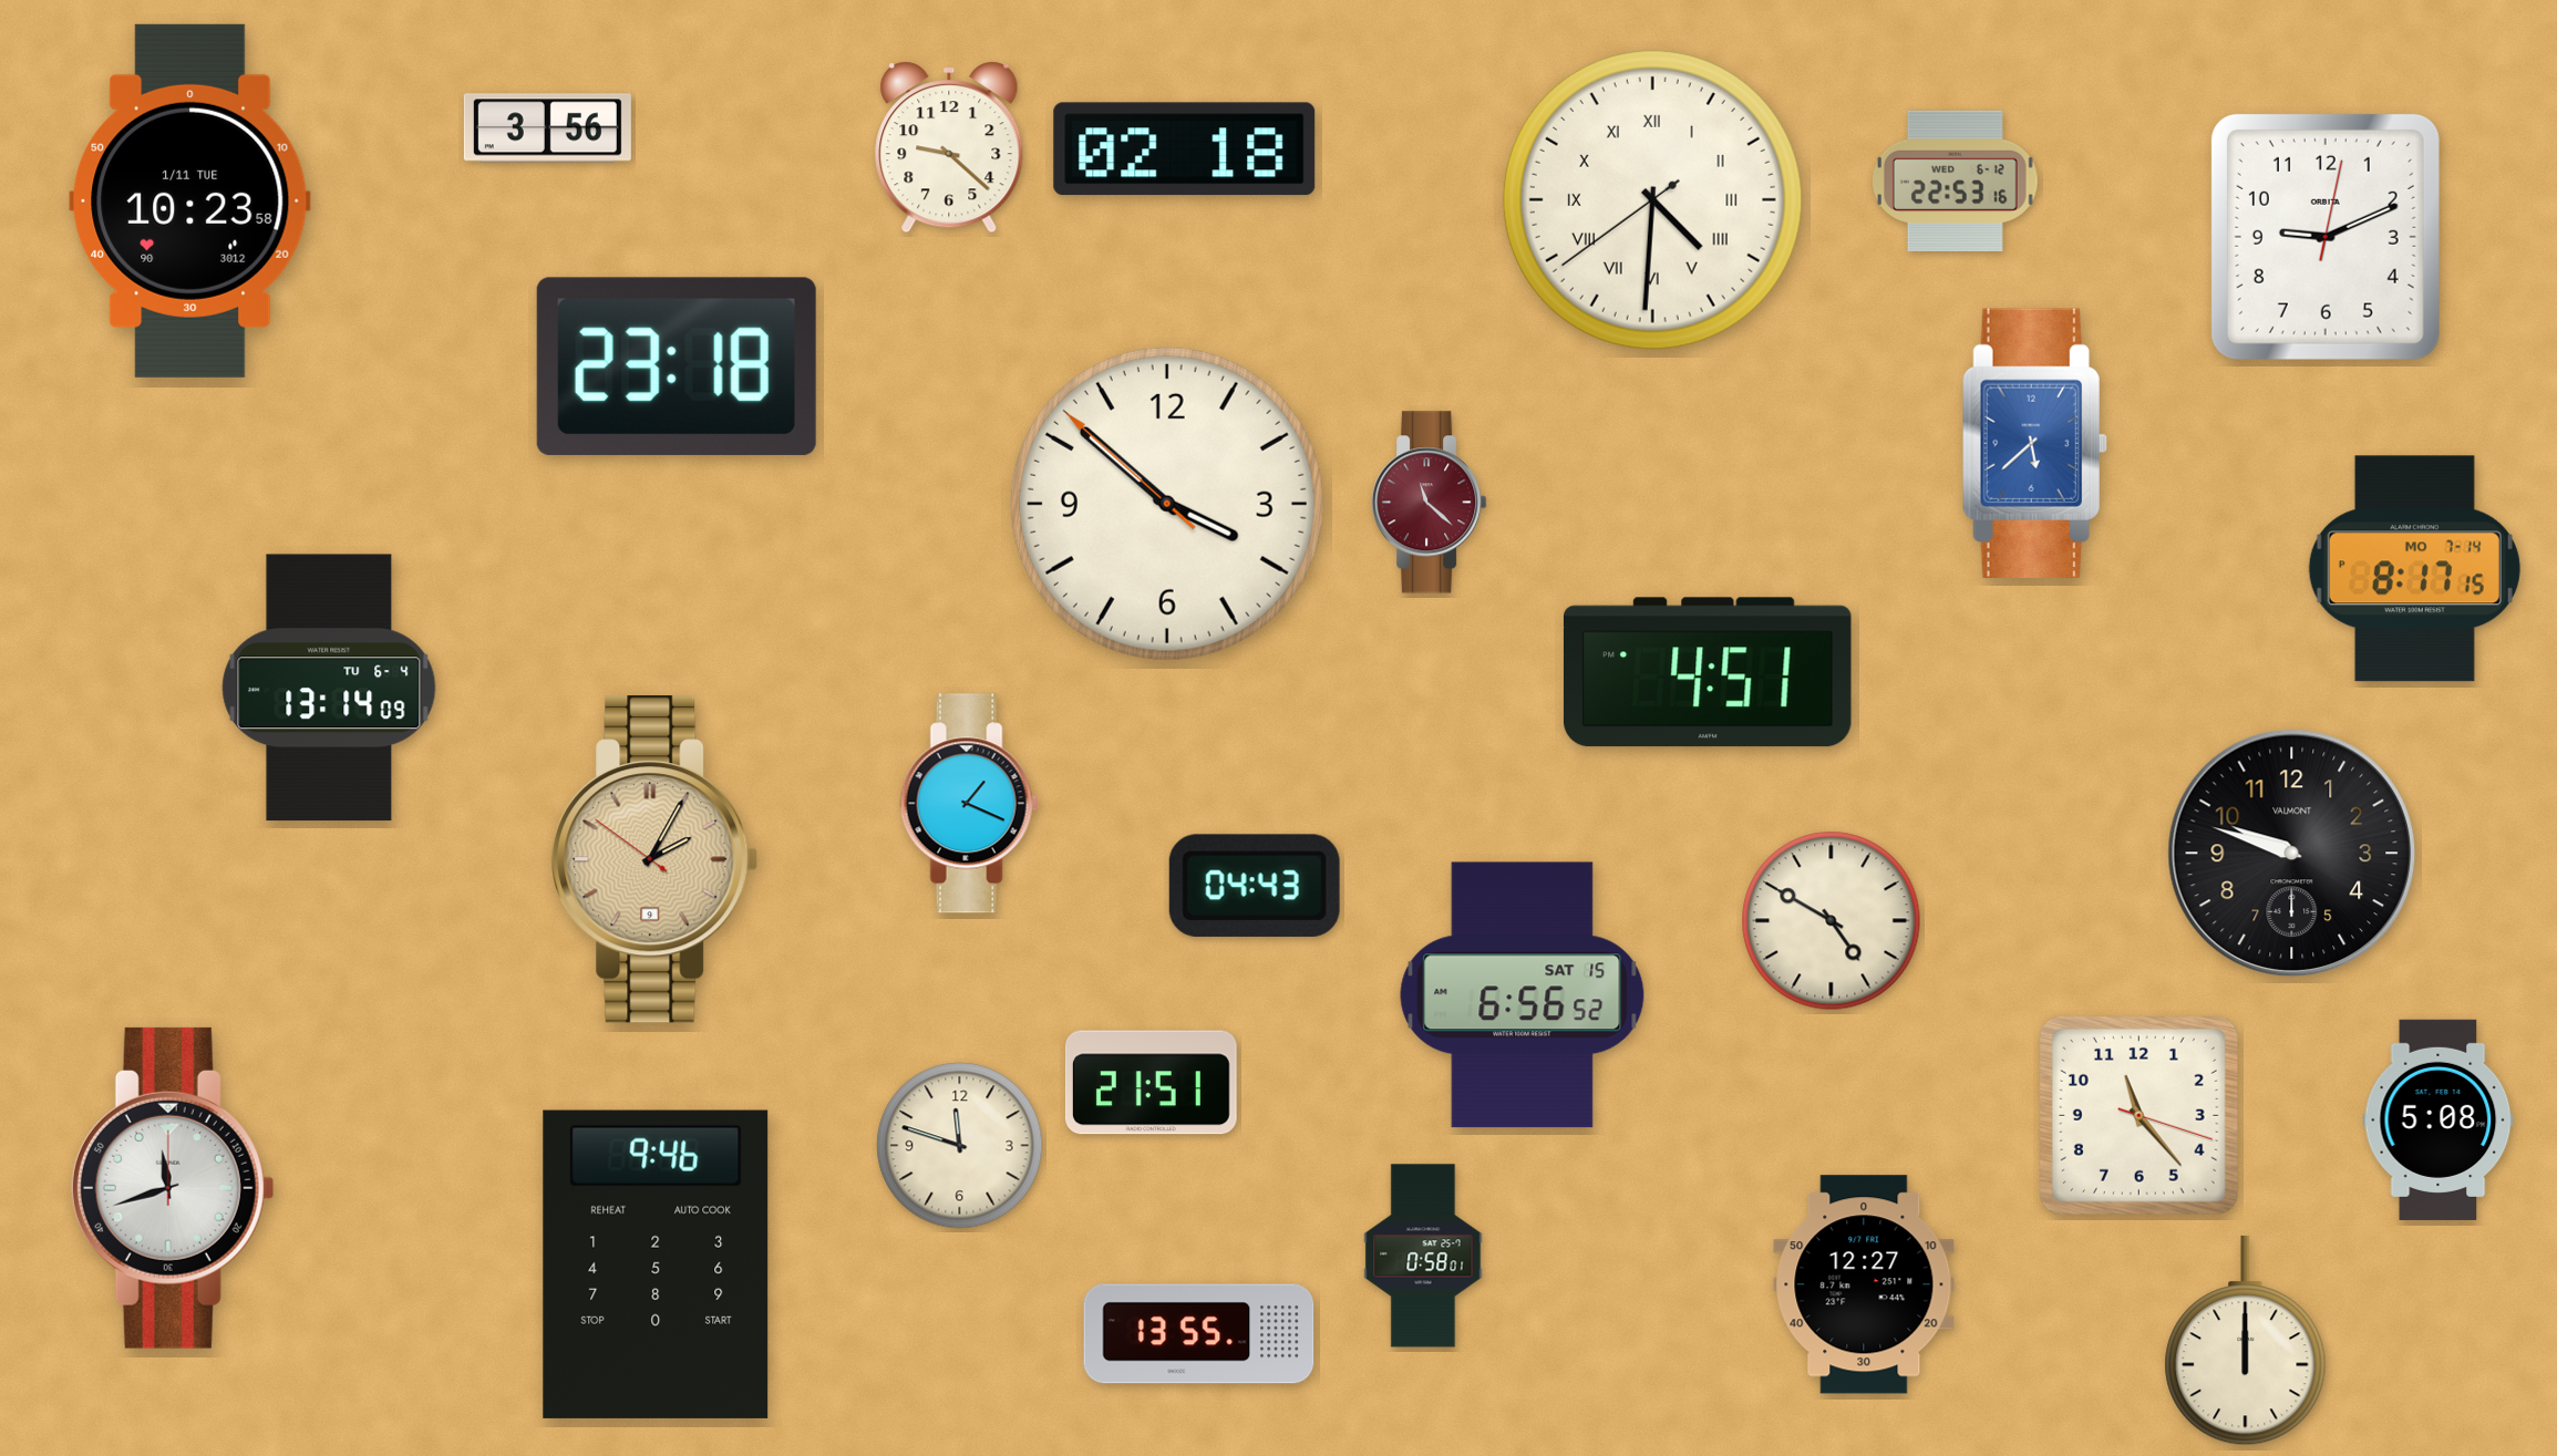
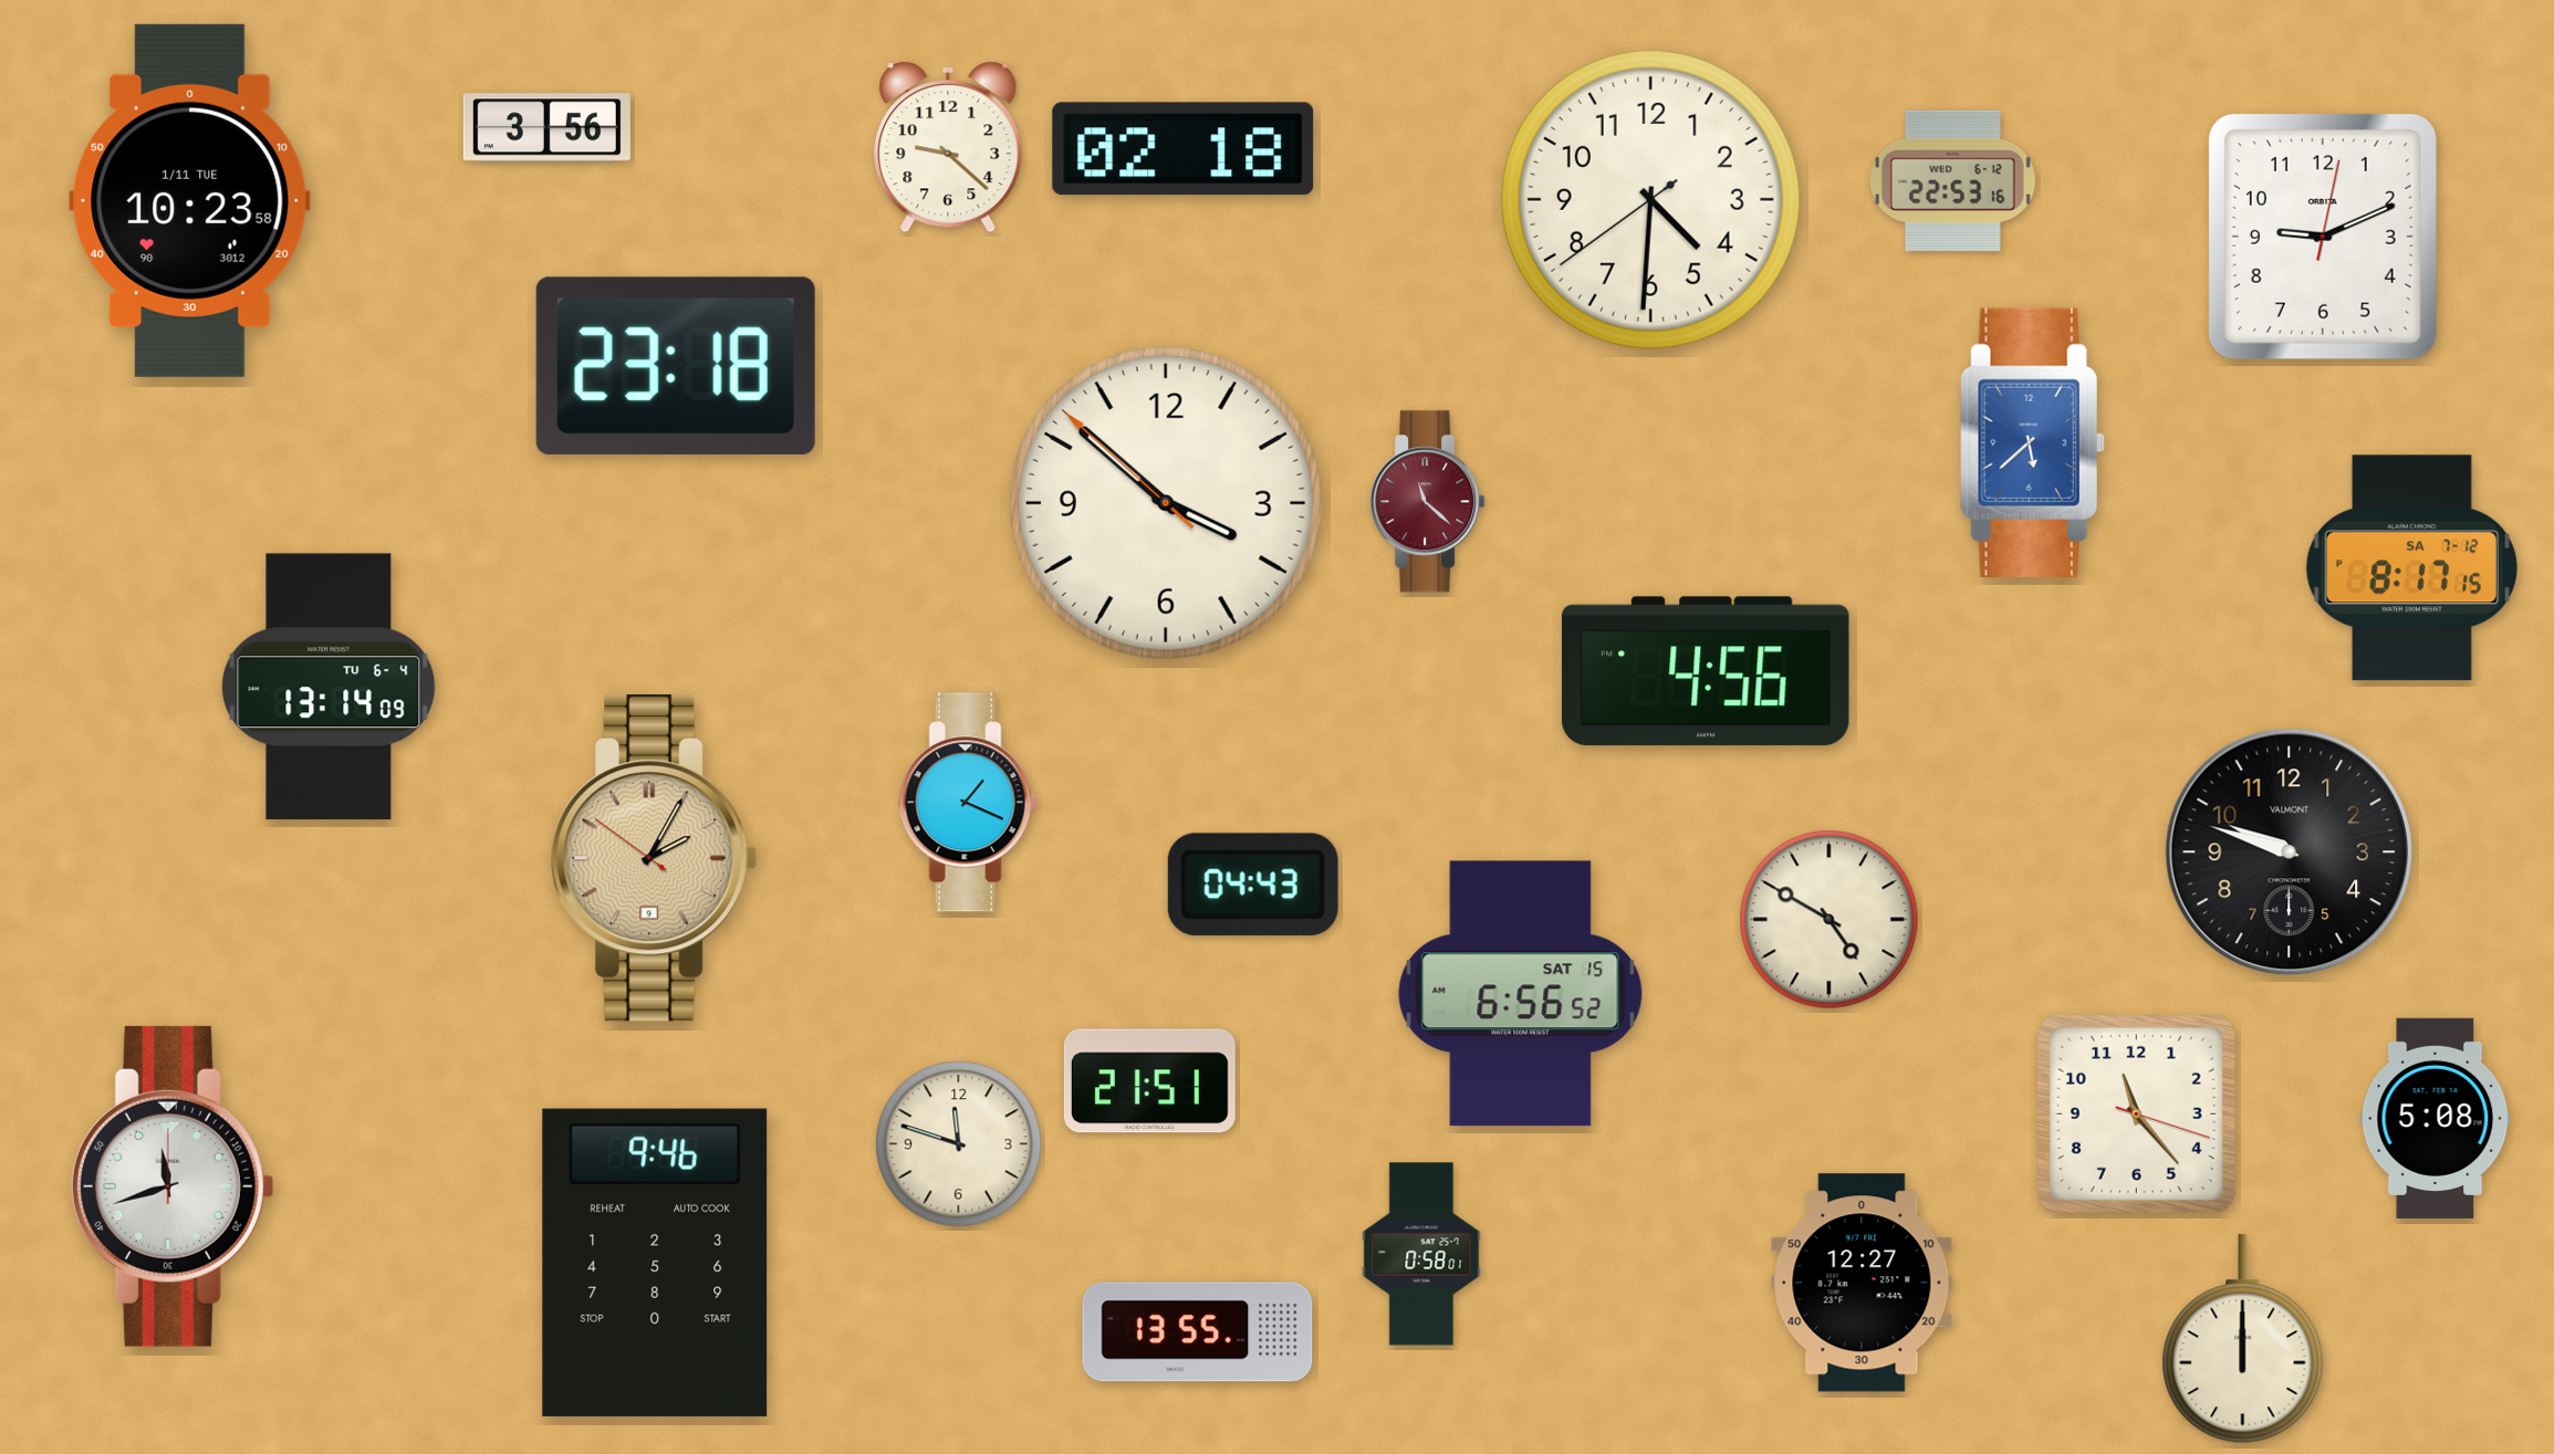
clock at (1652, 199) numerals: Roman -> Arabic
clock at (2414, 569) date: MO 7-14 -> SA 7-12
clock at (1708, 672): 4:51 -> 4:56
